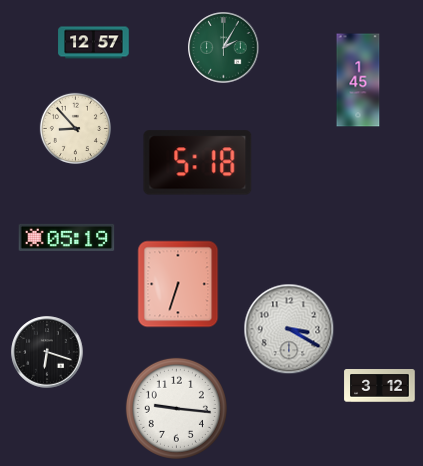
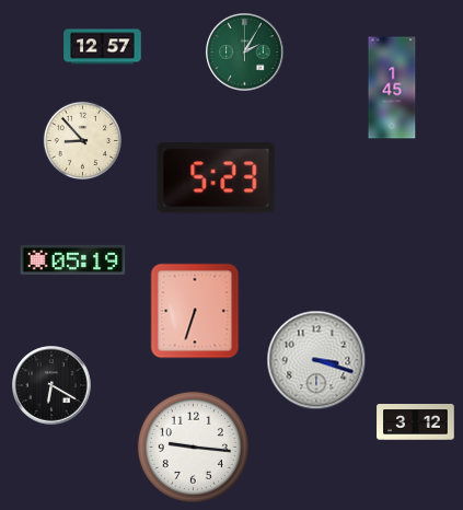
clock at (198, 163): 5:18 -> 5:23
clock at (289, 329): 3:20 -> 3:18
clock at (47, 352): 6:18 -> 6:20
